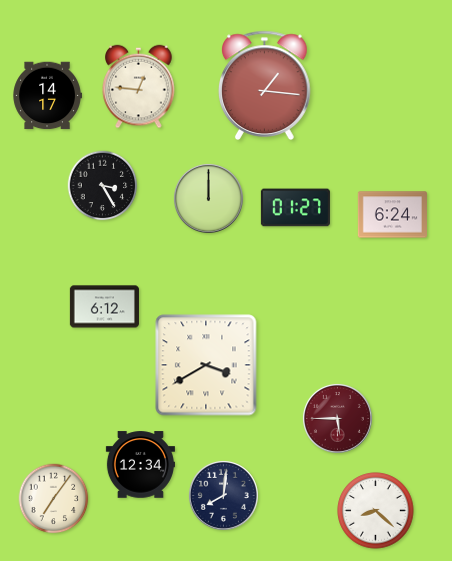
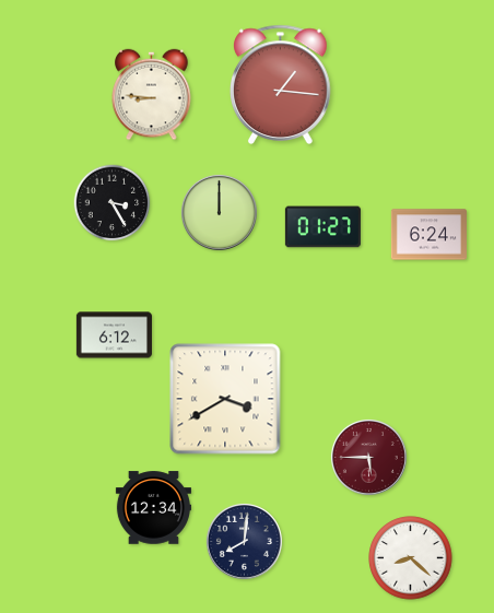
clock at (265, 85) position: (265, 85) -> (281, 84)
clock at (139, 87): 12:46 -> 8:46
clock at (47, 96): 14:17 -> none
clock at (208, 198) position: (208, 198) -> (219, 212)
clock at (54, 499): 7:06 -> none
